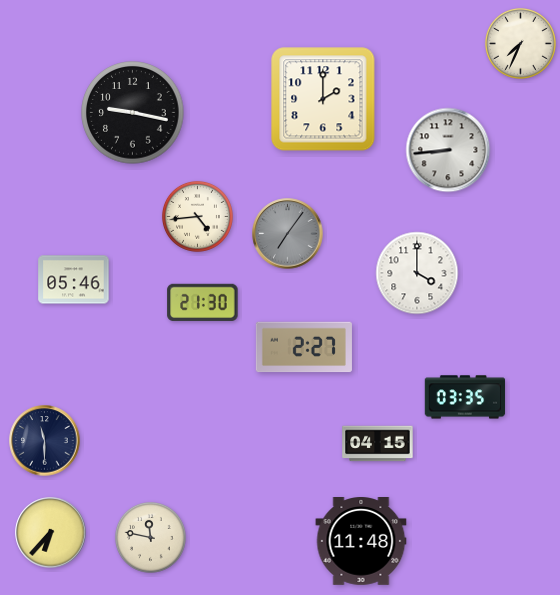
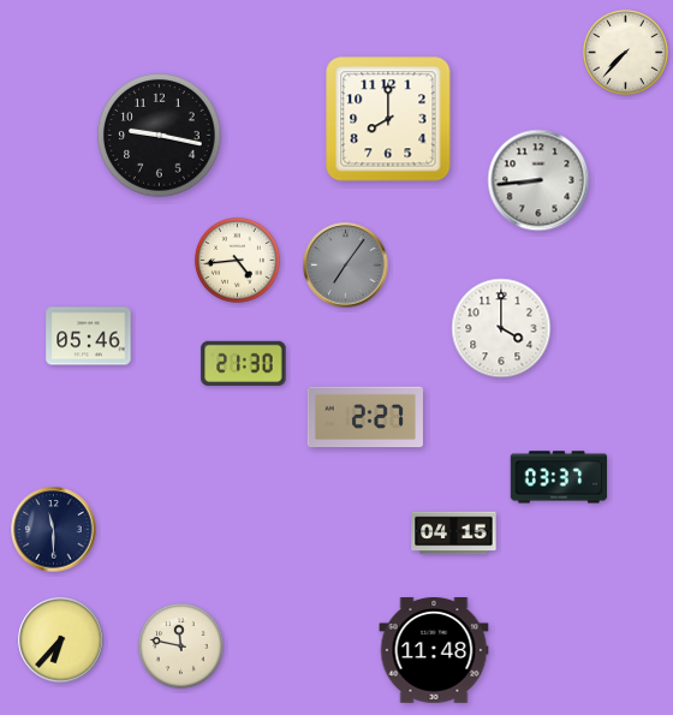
clock at (520, 43): 7:34 -> 7:37
clock at (323, 99): 2:00 -> 8:00
clock at (288, 234) position: (288, 234) -> (346, 266)
clock at (465, 397): 03:35 -> 03:37
